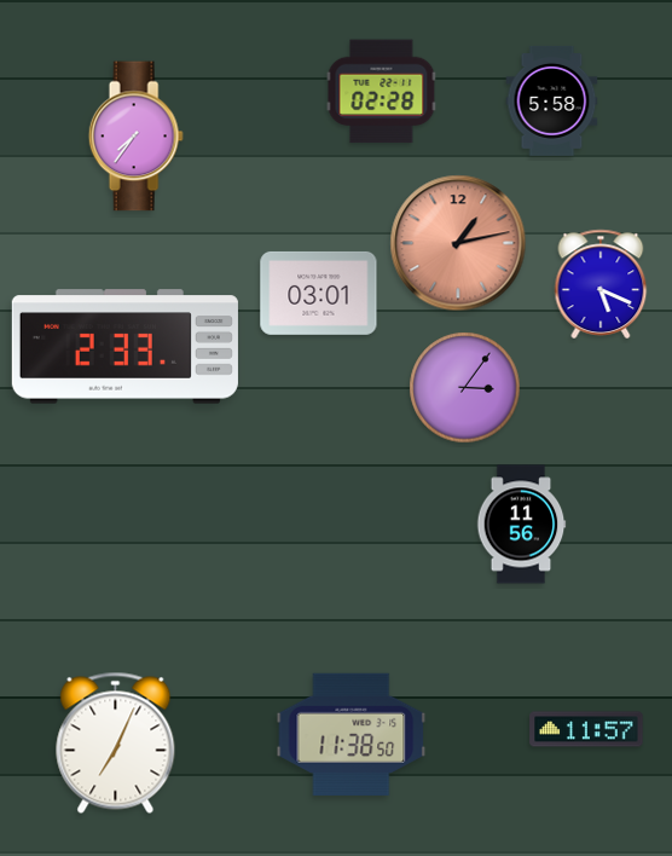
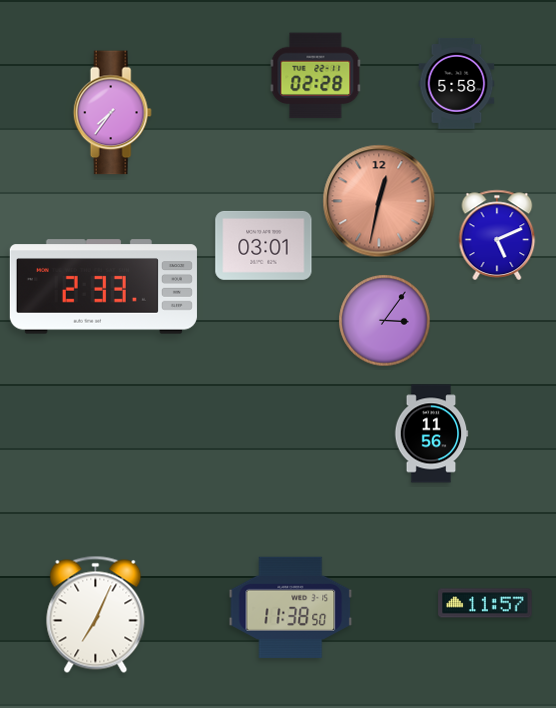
clock at (458, 243): 1:13 -> 12:32
clock at (601, 284): 5:19 -> 5:11
clock at (319, 293) position: (319, 293) -> (264, 245)
